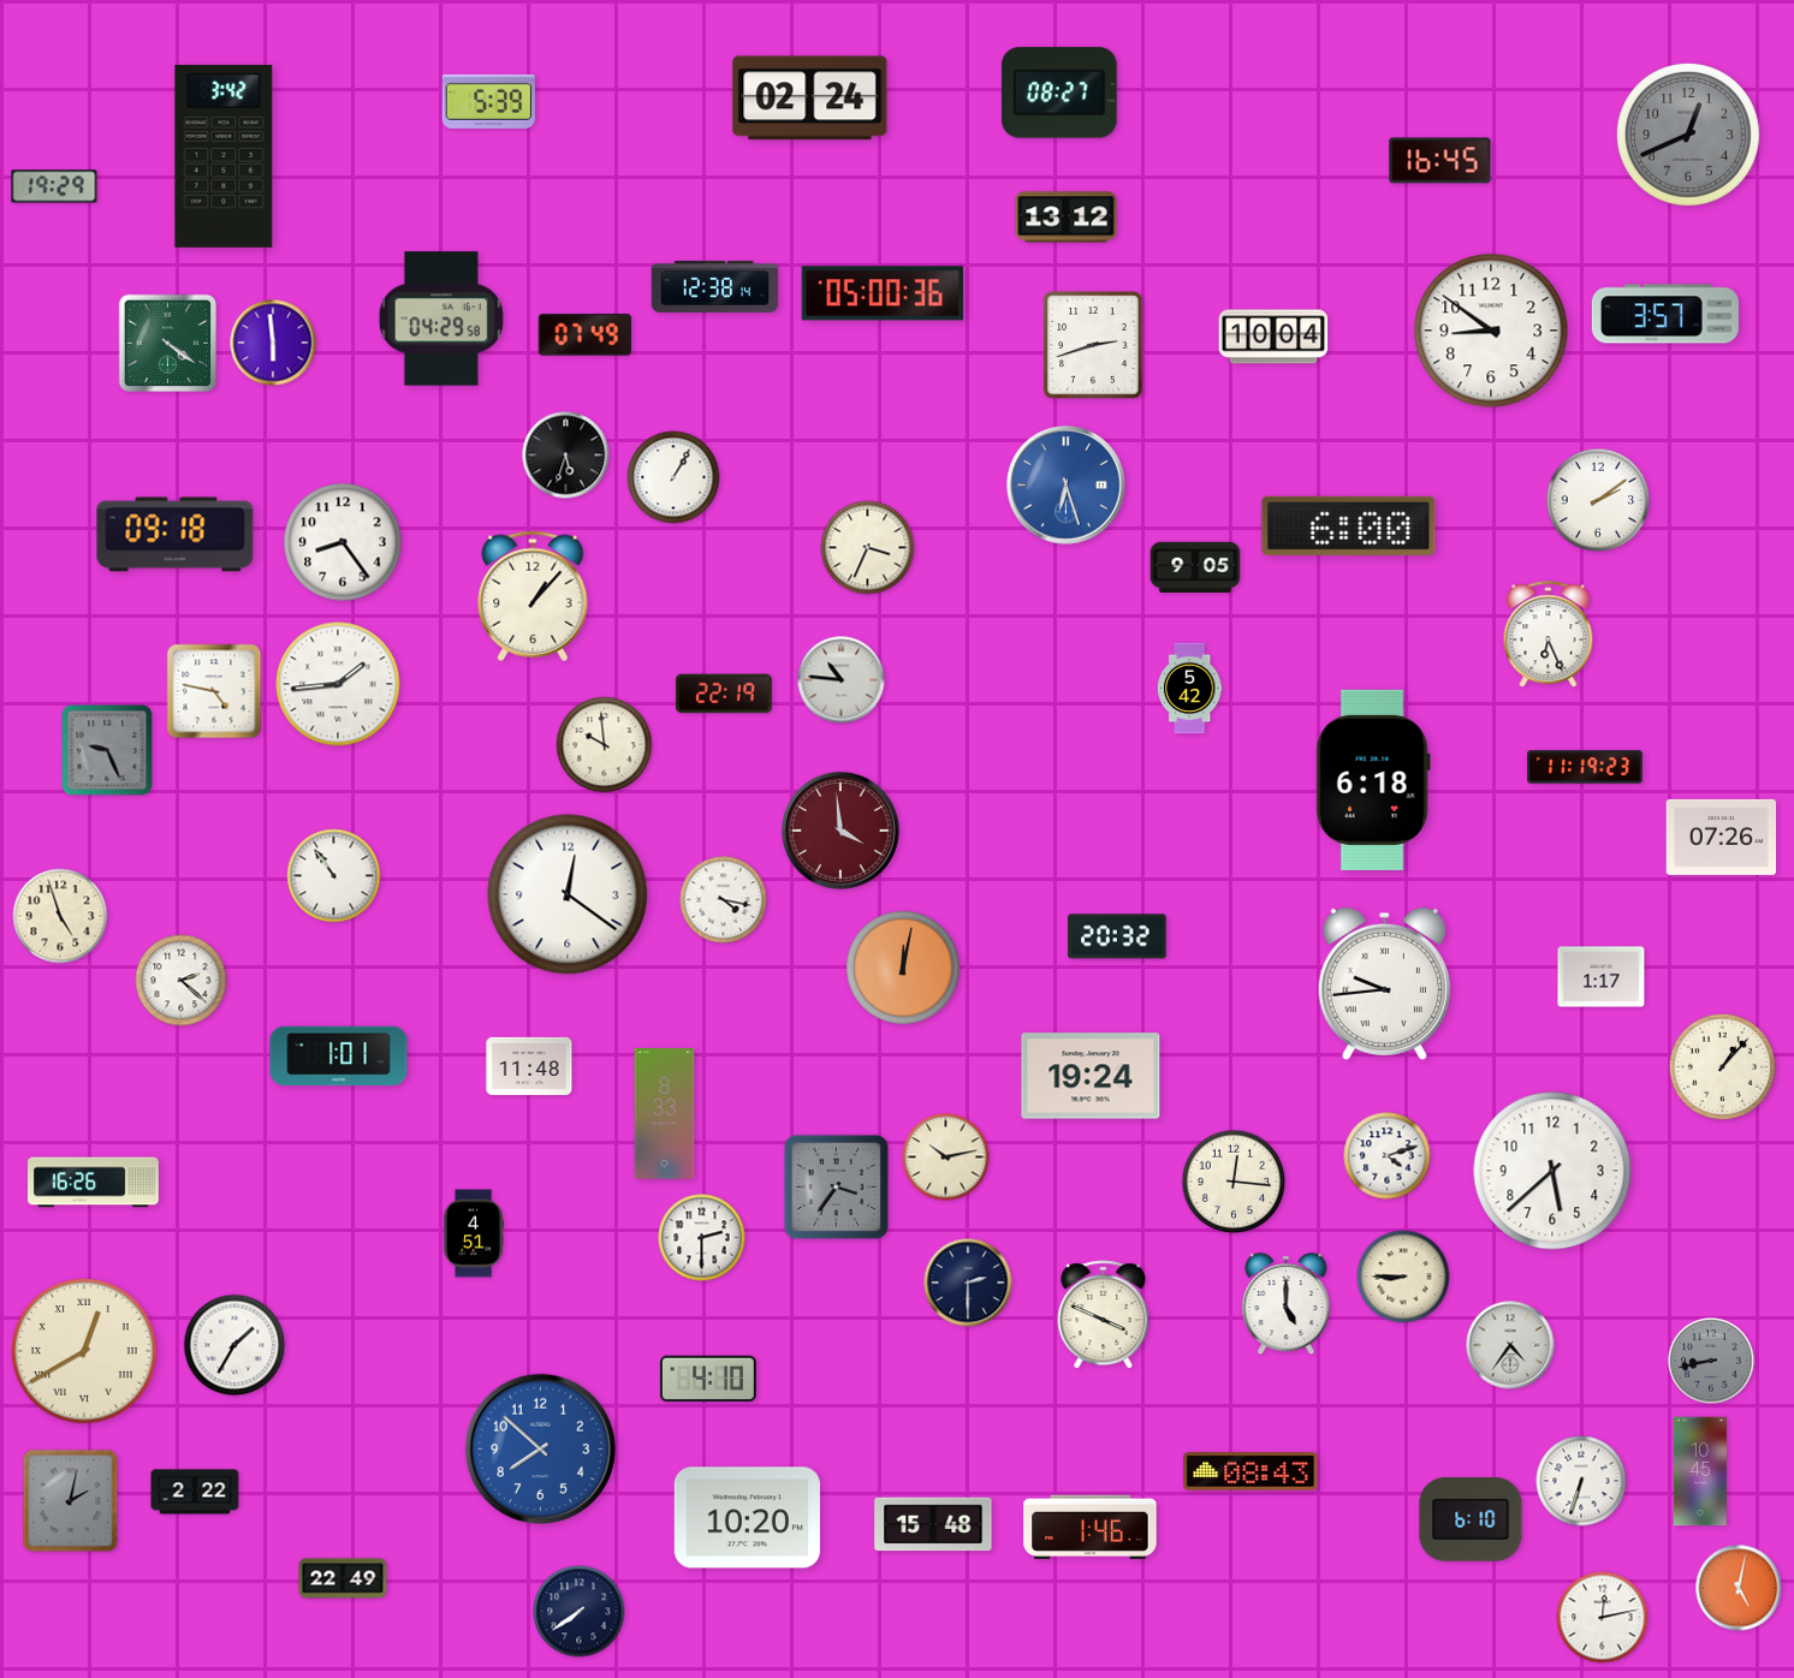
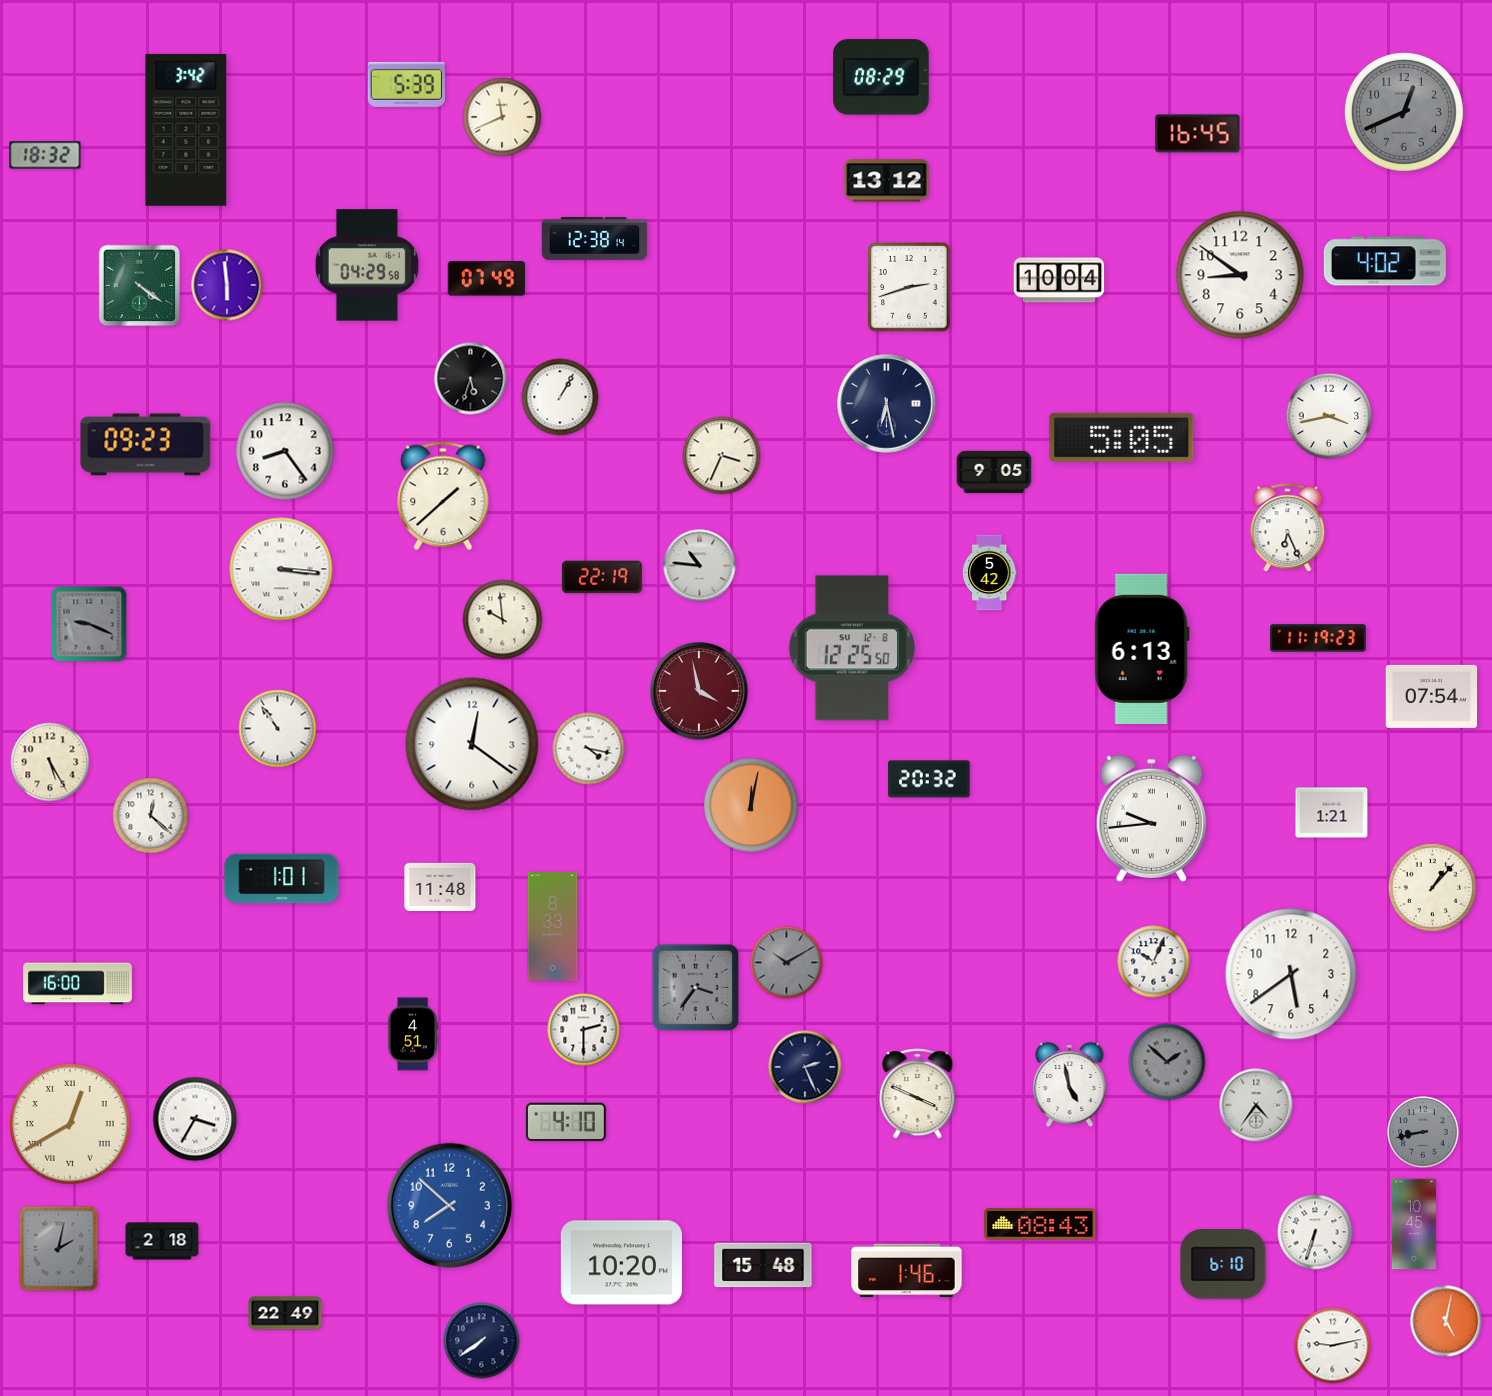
clock at (1059, 93): 08:27 -> 08:29
clock at (810, 99): 02:24 -> none
clock at (502, 117): none -> 11:41
clock at (54, 186): 19:29 -> 18:32
clock at (883, 293): 05:00 -> none
clock at (1665, 314): 3:57 -> 4:02
clock at (1067, 486): 6:27 -> 6:28
clock at (1067, 486) dial: blue -> navy
clock at (1598, 500): 2:09 -> 3:43
clock at (1349, 525): 6:00 -> 5:05
clock at (176, 535): 09:18 -> 09:23
clock at (533, 596): 1:07 -> 1:38
clock at (338, 684): 1:44 -> 3:16
clock at (214, 691): 4:47 -> none
clock at (107, 750): 9:26 -> 9:19
clock at (852, 648): none -> 12:25
clock at (1373, 780): 6:18 -> 6:13
clock at (840, 831): 3:59 -> 3:58
clock at (1722, 837): 07:26 -> 07:54
clock at (724, 900) position: (724, 900) -> (589, 749)
clock at (60, 916): 4:57 -> 5:25
clock at (1602, 977): 1:17 -> 1:21
clock at (182, 981): 2:22 -> 12:22
clock at (1091, 1076): 19:24 -> none
clock at (1388, 1156): 4:12 -> 10:04
clock at (946, 1158): 10:13 -> 10:10
clock at (946, 1158) dial: cream -> grey
clock at (1552, 1171): 5:38 -> 5:39
clock at (1234, 1182): 12:16 -> none
clock at (94, 1183): 16:26 -> 16:00
clock at (474, 1233) position: (474, 1233) -> (413, 1034)
clock at (1403, 1277): 8:45 -> 1:52
clock at (1403, 1277) dial: cream -> grey
clock at (968, 1283): 2:30 -> 2:26
clock at (1287, 1304): 5:00 -> 4:58
clock at (234, 1345): 1:35 -> 3:35
clock at (1510, 1345) position: (1510, 1345) -> (1256, 1105)
clock at (708, 1379) position: (708, 1379) -> (566, 1122)
clock at (195, 1492): 2:22 -> 2:18
clock at (933, 1524) position: (933, 1524) -> (763, 1265)
clock at (1603, 1618): 12:13 -> 9:13
